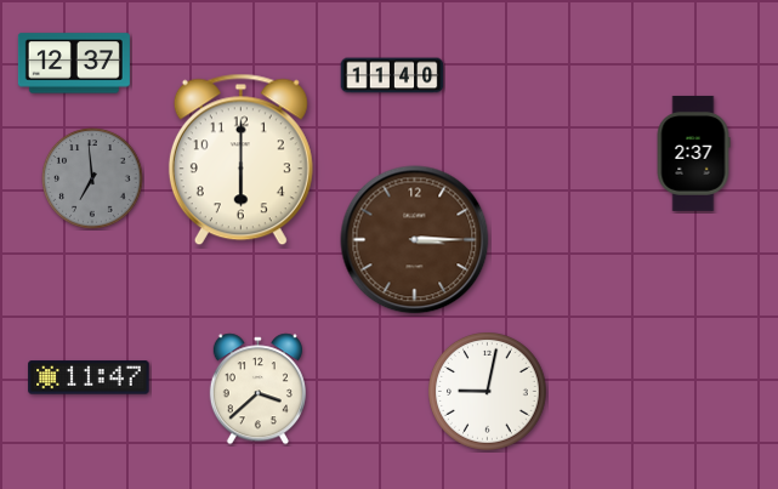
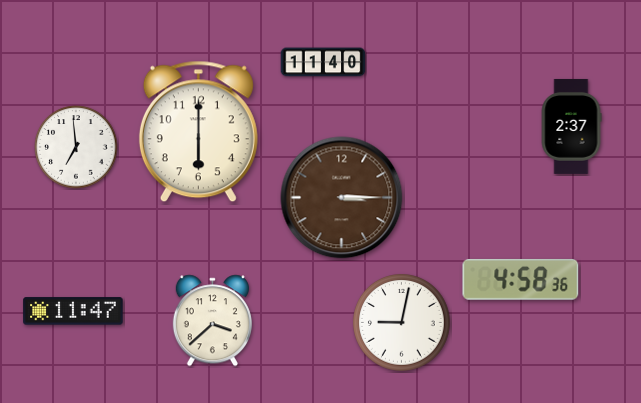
clock at (74, 63): 12:37 -> none
clock at (92, 178) dial: grey -> white
clock at (521, 280): none -> 4:58
